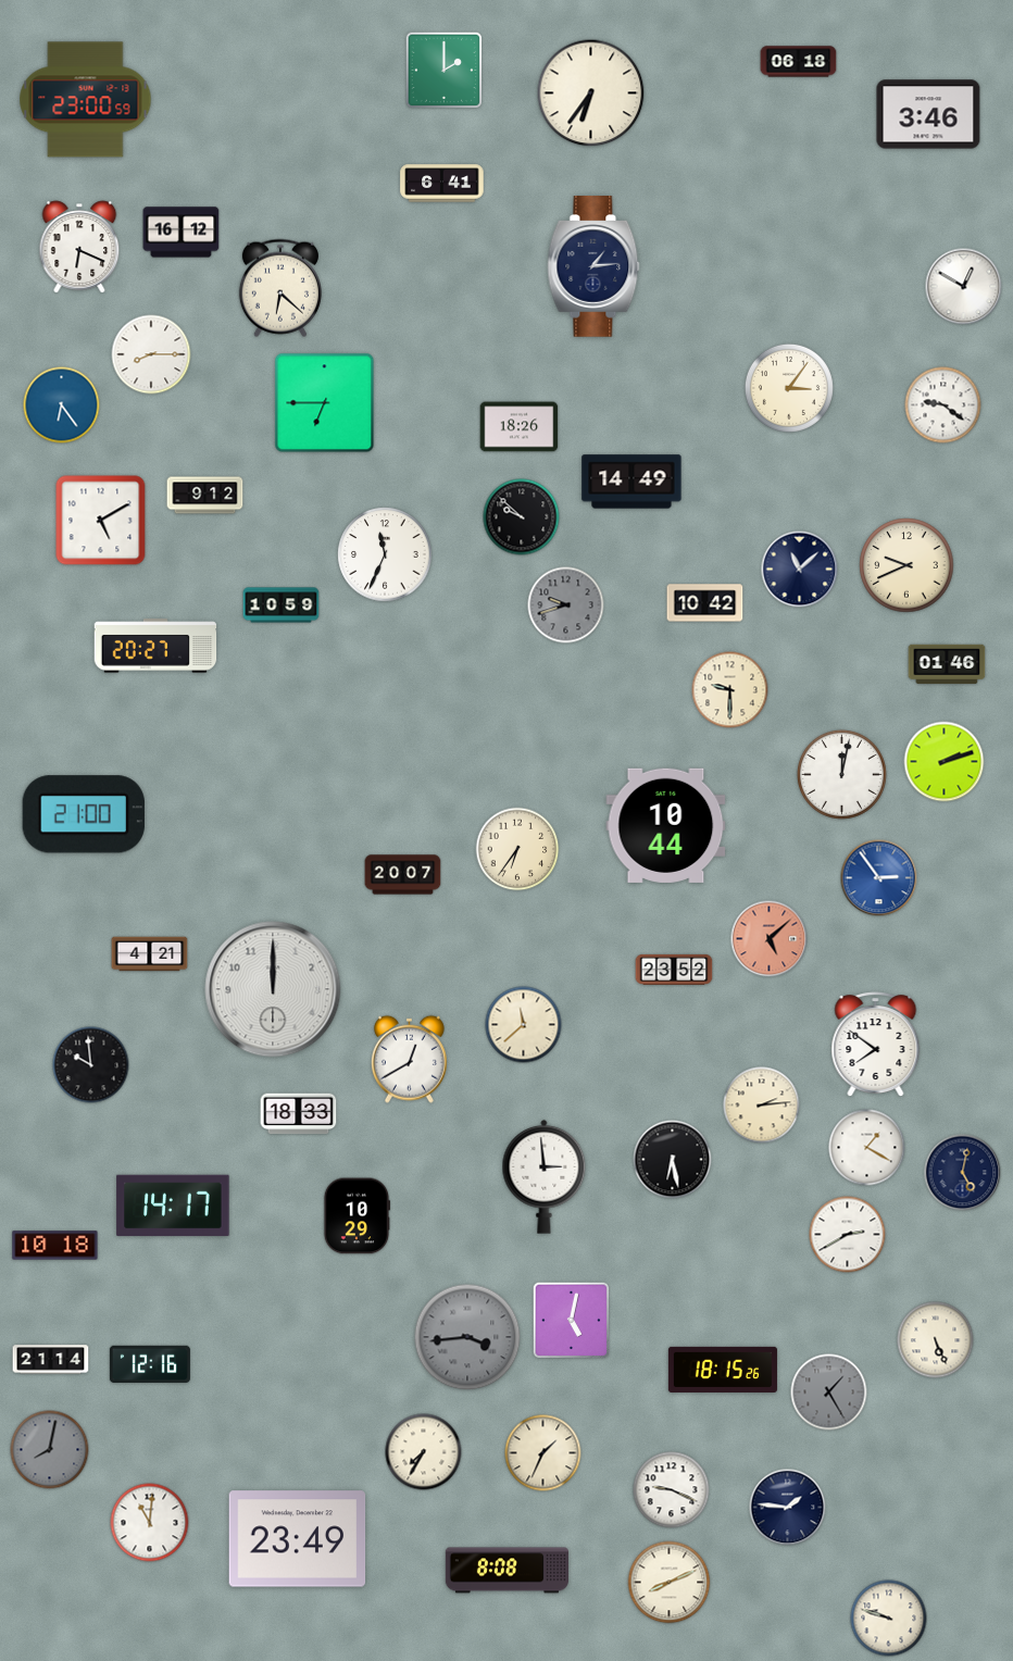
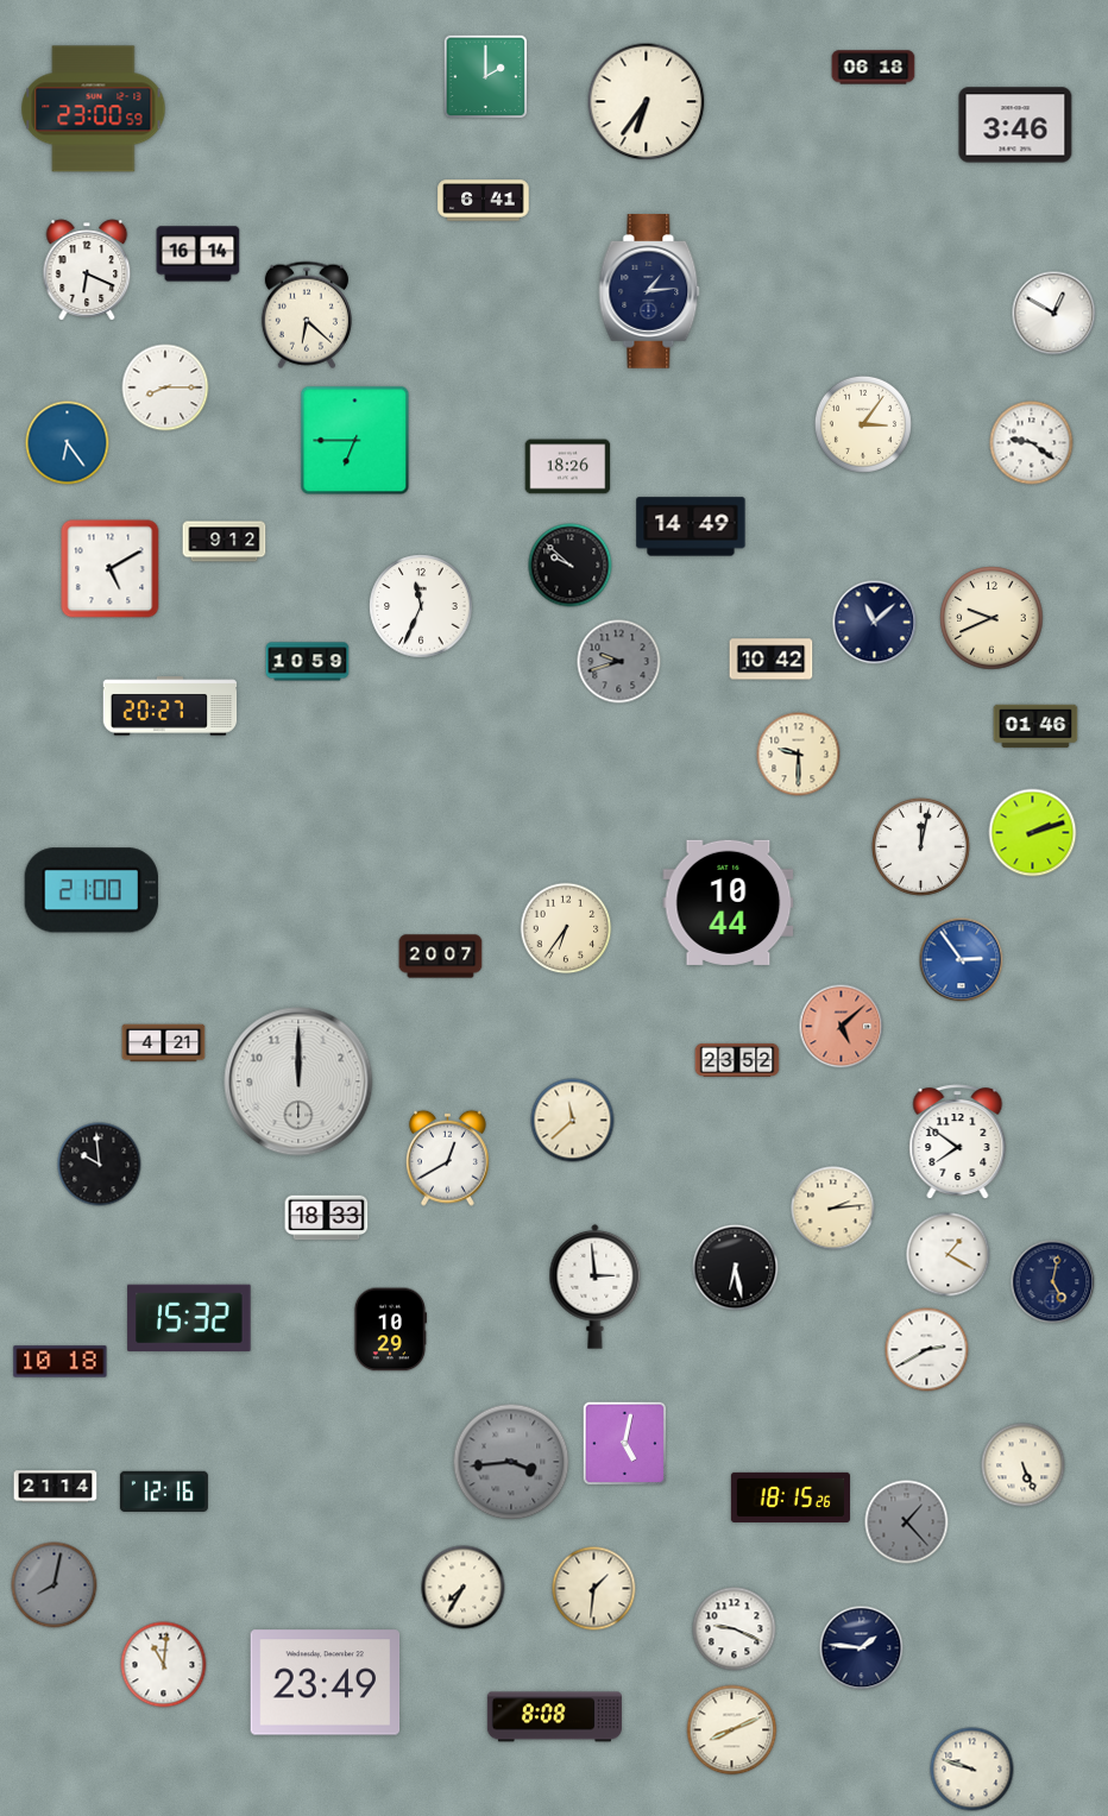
clock at (182, 233): 16:12 -> 16:14
clock at (173, 1206): 14:17 -> 15:32
clock at (829, 1393): 1:25 -> 1:23
clock at (543, 1453): 1:34 -> 1:31
